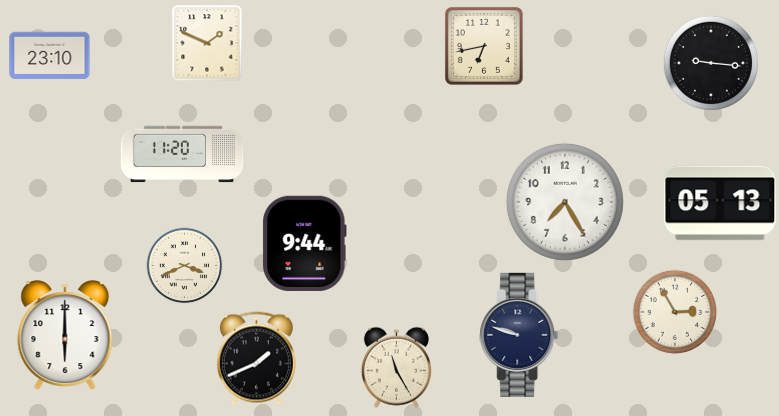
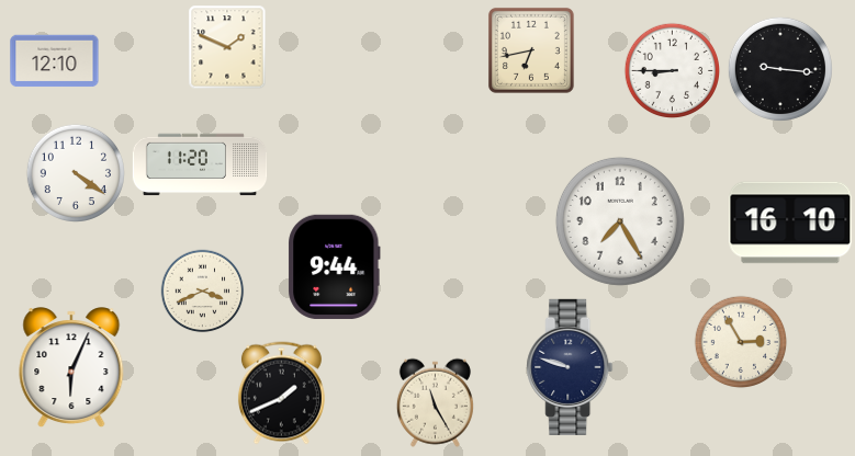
clock at (50, 56): 23:10 -> 12:10
clock at (672, 70): none -> 8:45
clock at (182, 154) position: (182, 154) -> (200, 164)
clock at (75, 172): none -> 4:21
clock at (720, 203): 05:13 -> 16:10
clock at (65, 335): 6:00 -> 6:04
